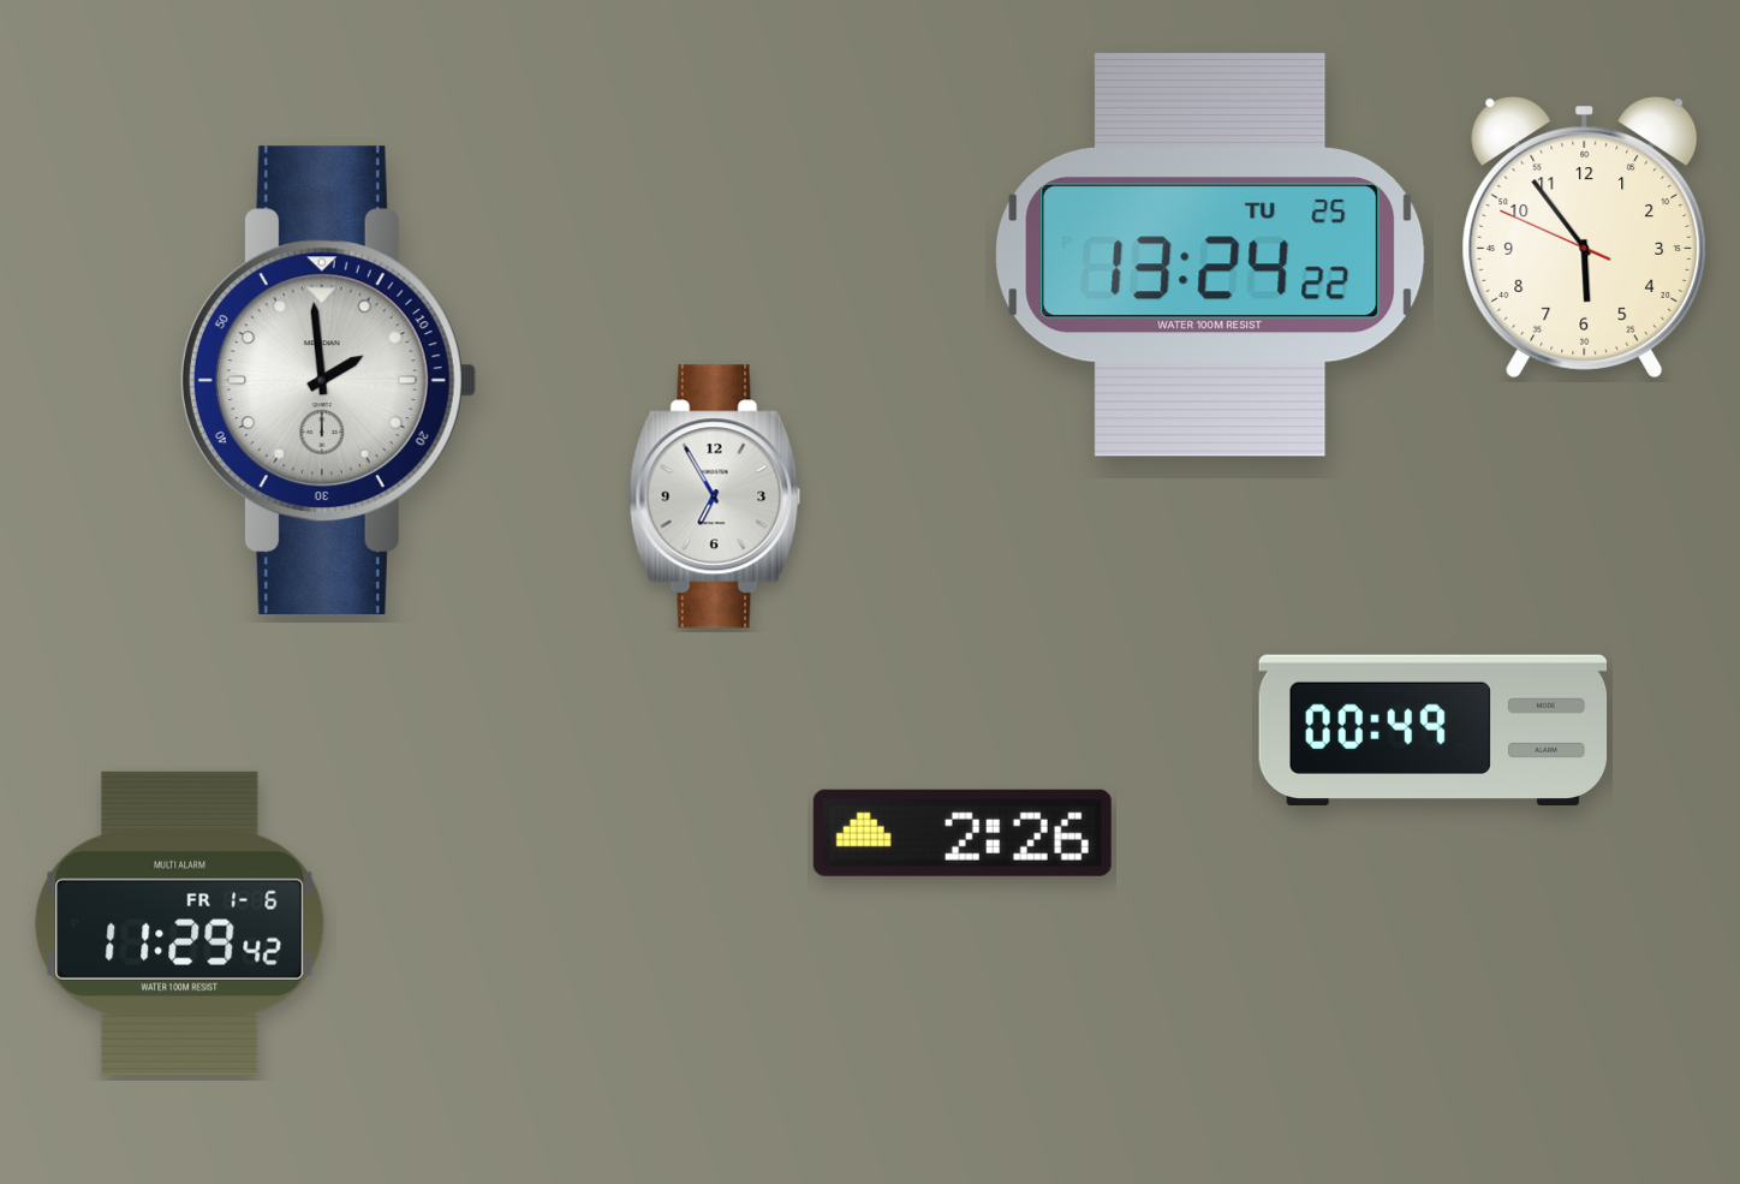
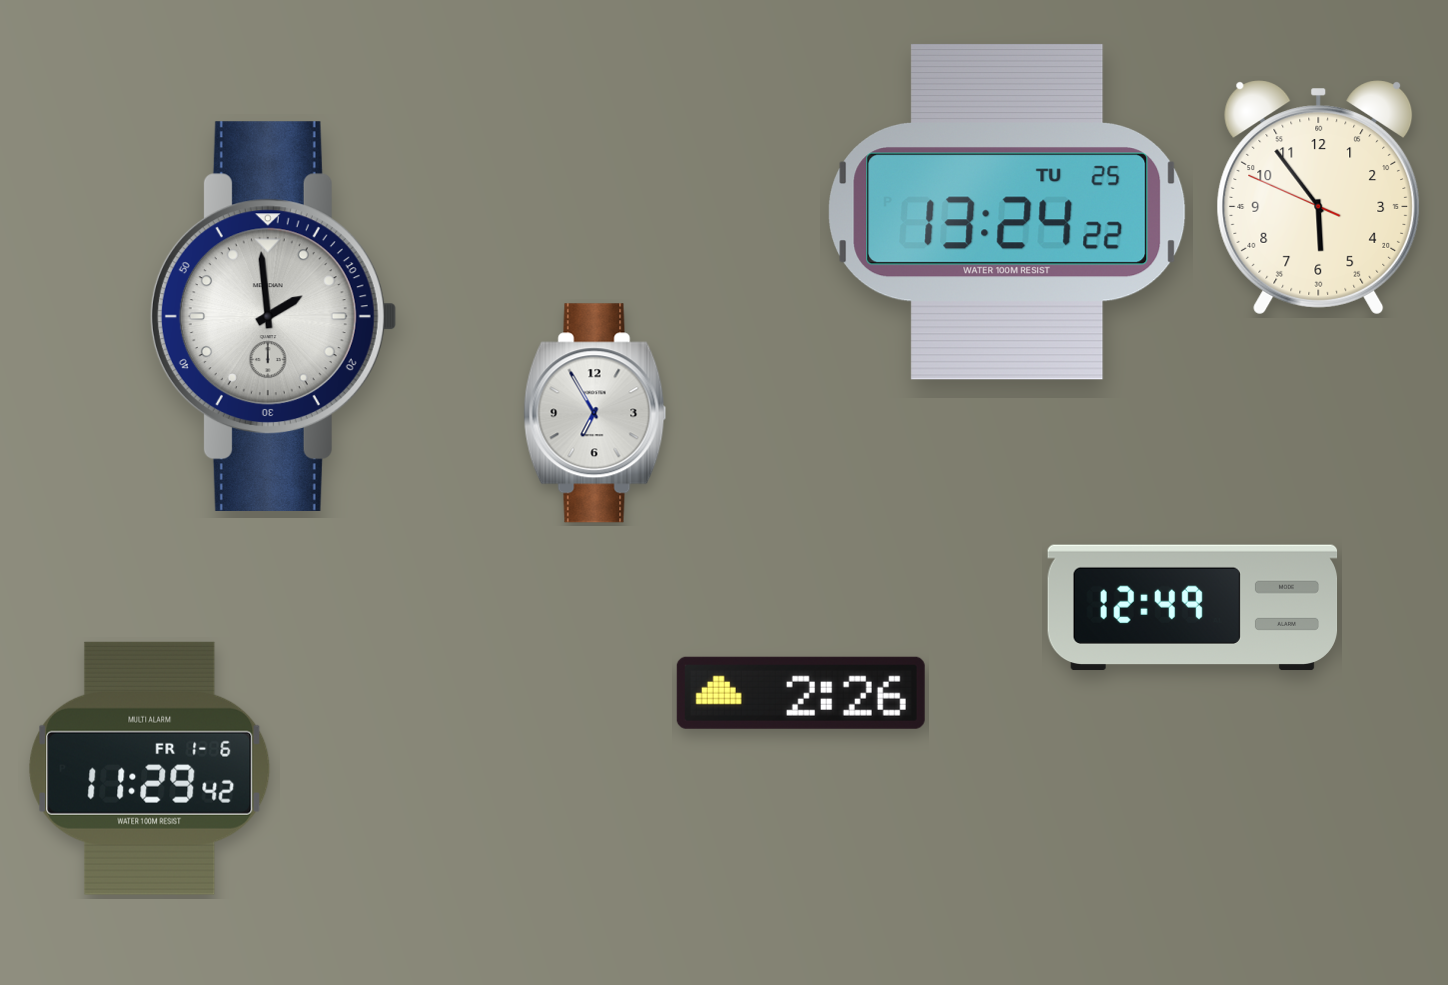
clock at (1434, 731): 00:49 -> 12:49
